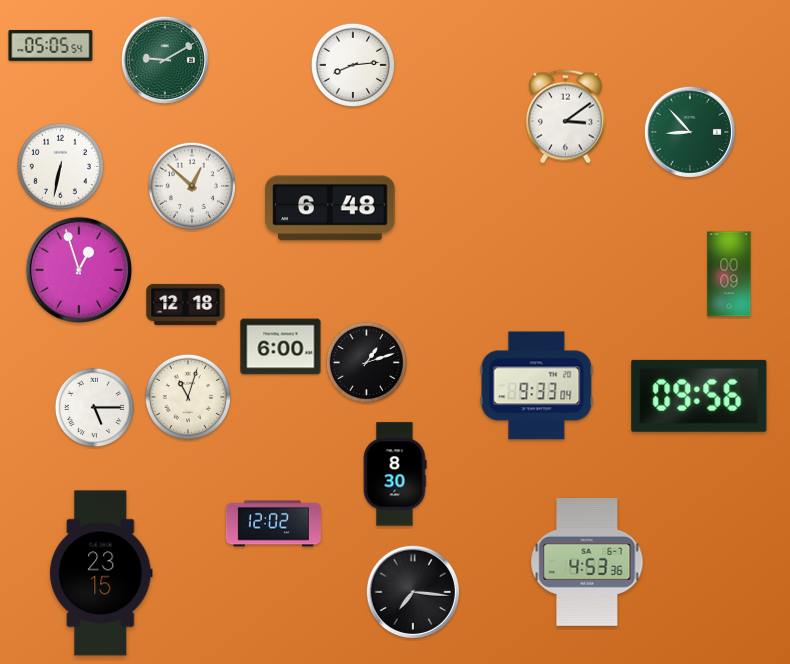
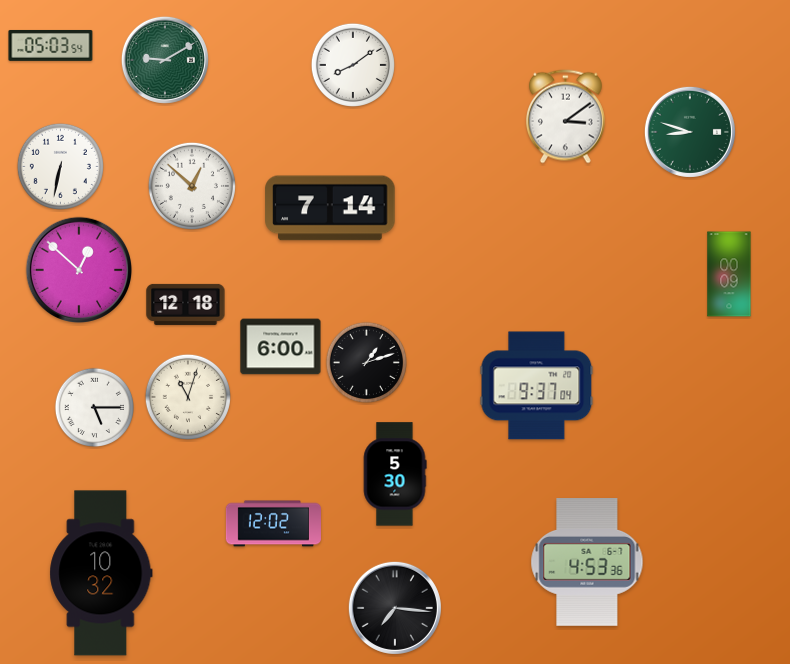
clock at (51, 45): 05:05 -> 05:03
clock at (353, 65): 8:14 -> 8:09
clock at (690, 132): 8:53 -> 8:48
clock at (330, 208): 6:48 -> 7:14
clock at (79, 270): 12:57 -> 12:52
clock at (537, 386): 9:33 -> 9:37
clock at (699, 396): 09:56 -> none
clock at (395, 474): 8:30 -> 5:30
clock at (101, 573): 23:15 -> 10:32
clock at (413, 592) position: (413, 592) -> (395, 608)
